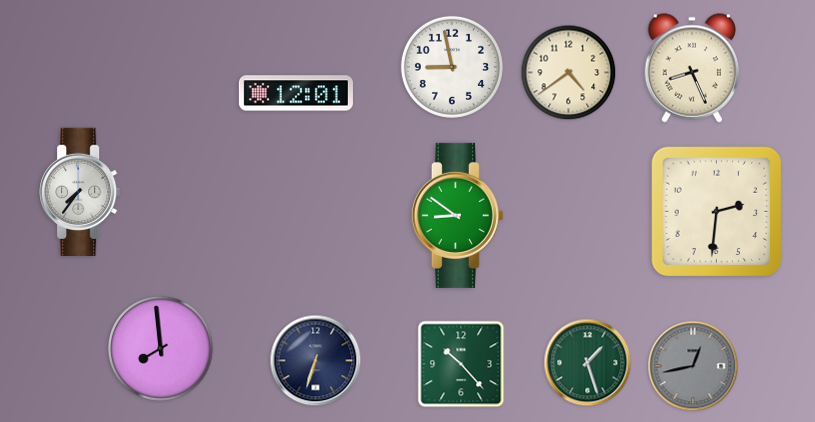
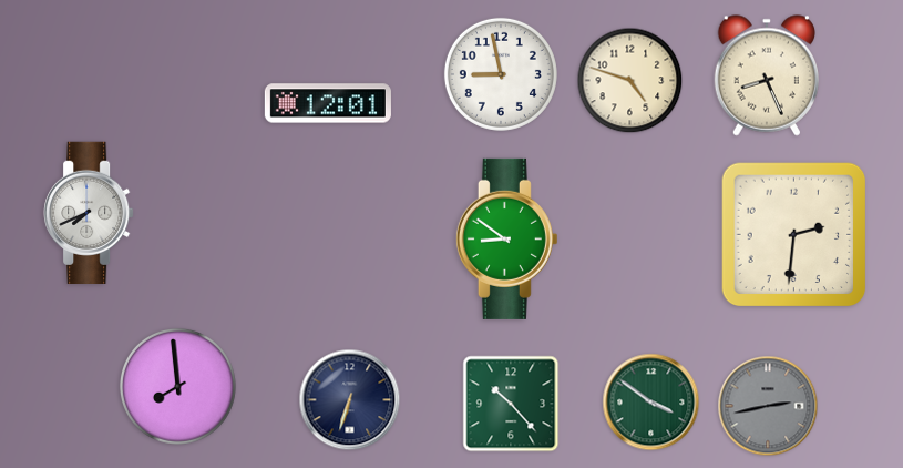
clock at (569, 73): 4:39 -> 4:48
clock at (80, 191): 7:36 -> 7:41
clock at (588, 363): 1:27 -> 3:51
clock at (693, 366): 12:43 -> 2:43
